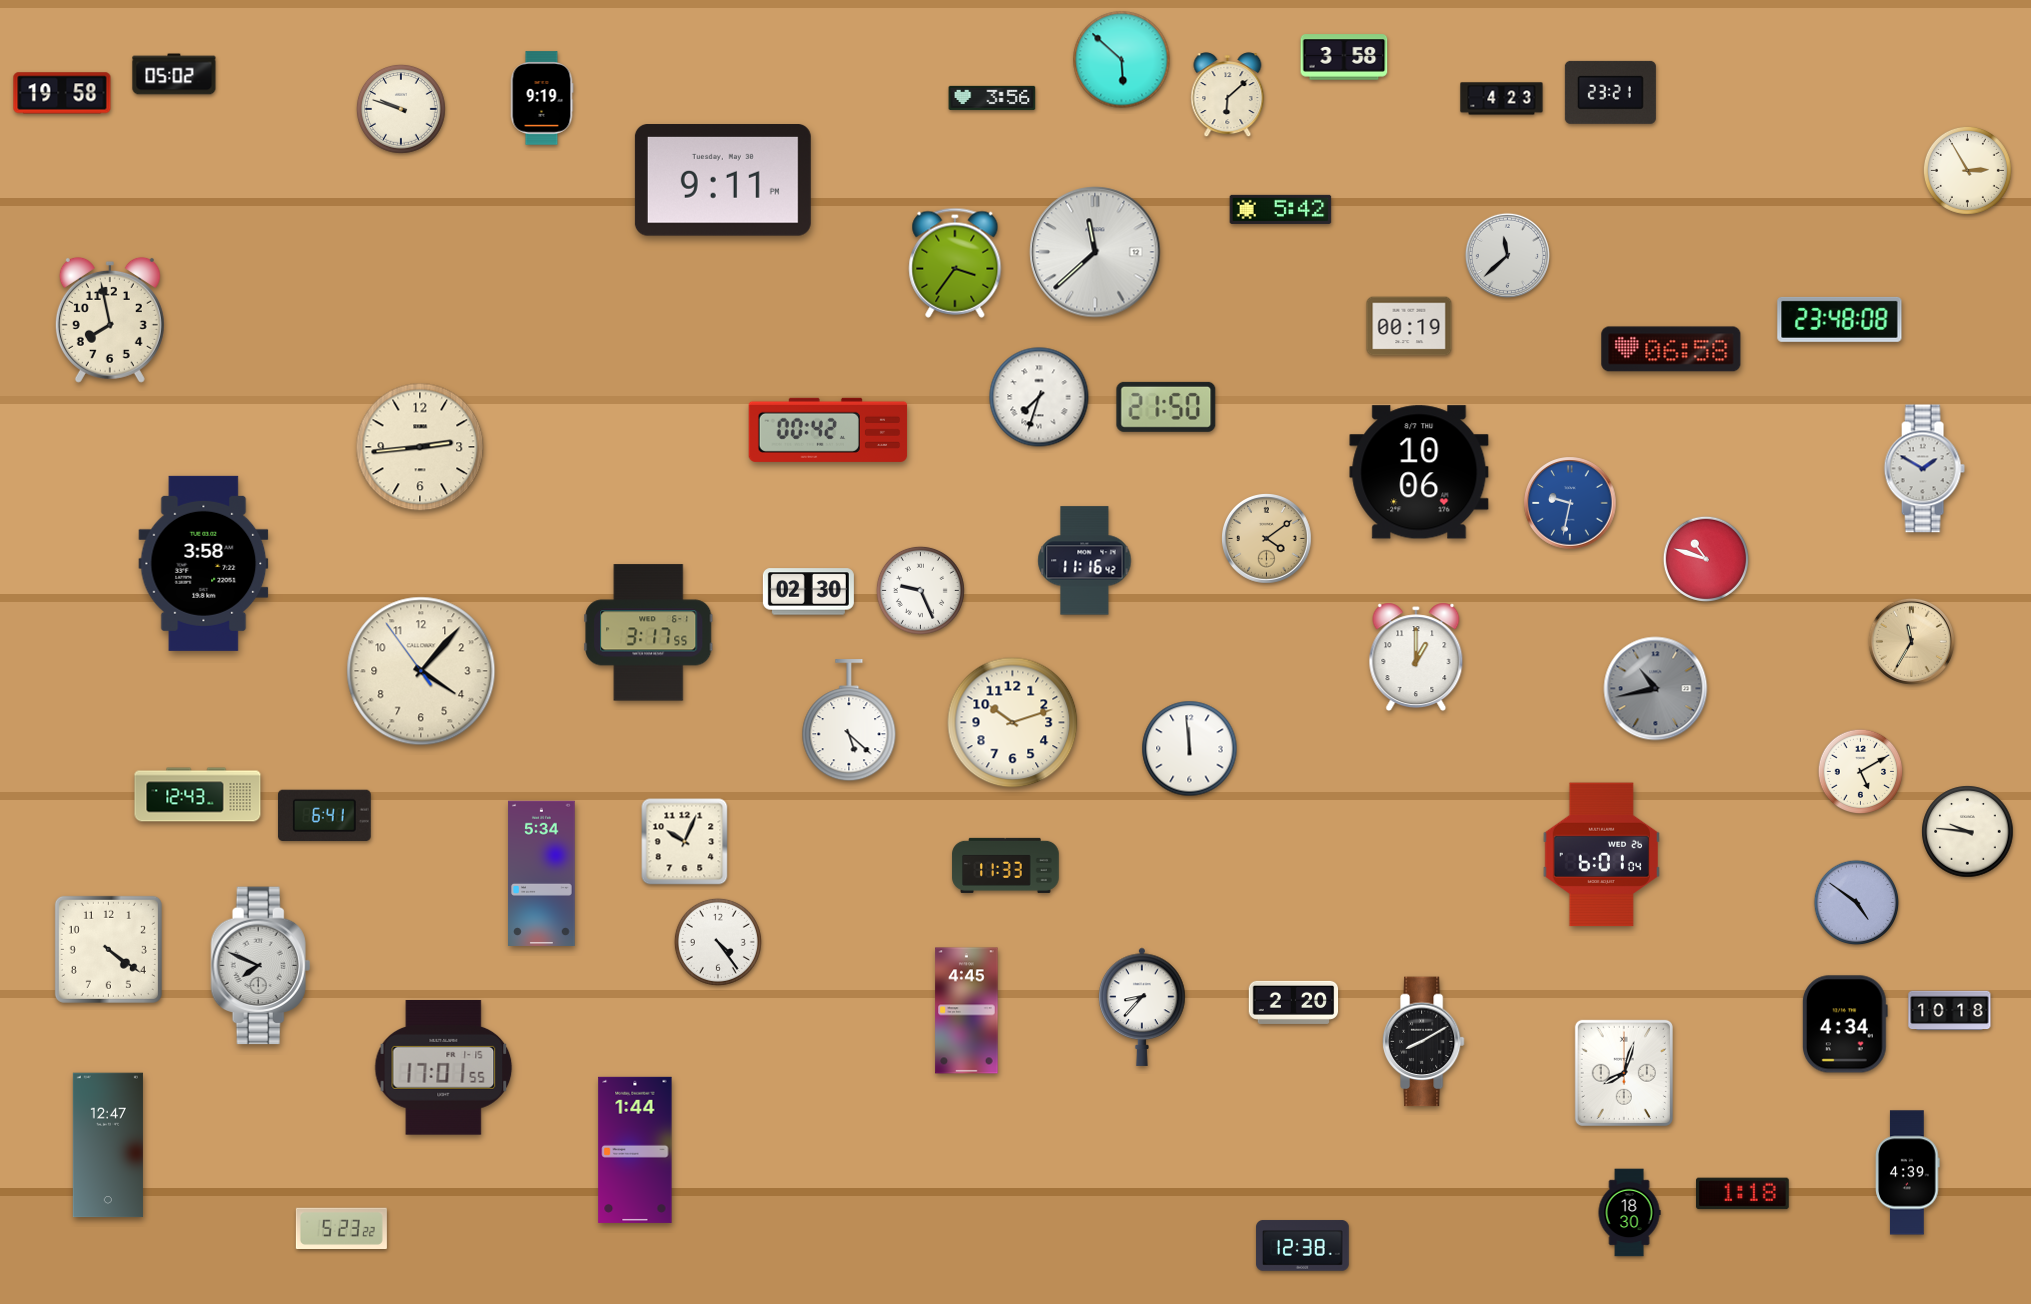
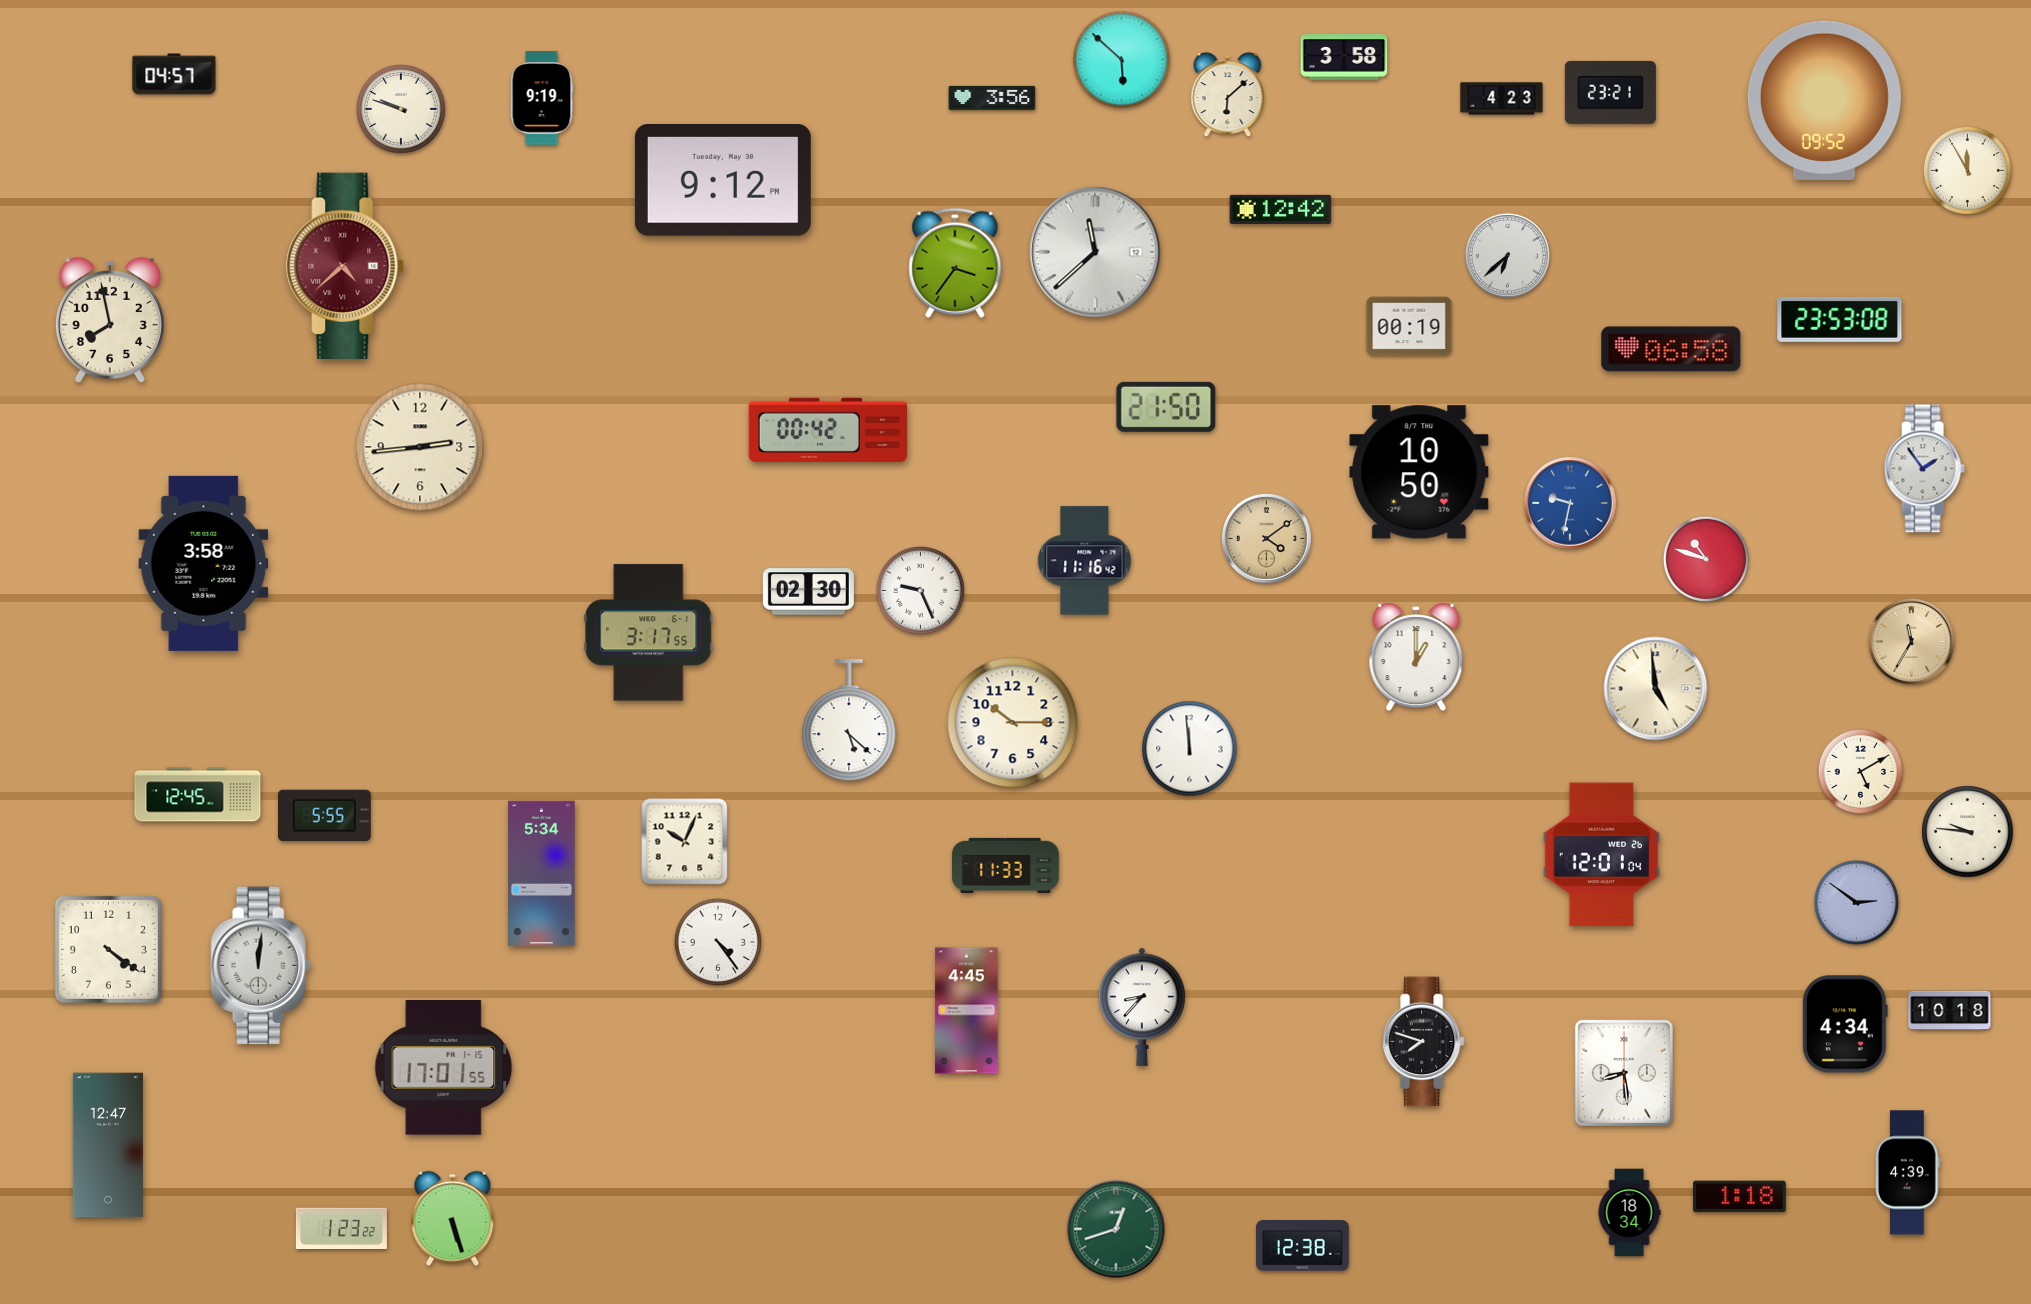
clock at (174, 74): 05:02 -> 04:57
clock at (62, 93): 19:58 -> none
clock at (1824, 100): none -> 09:52
clock at (1967, 170): 2:55 -> 11:55
clock at (723, 181): 9:11 -> 9:12
clock at (1281, 209): 5:42 -> 12:42
clock at (1507, 255): 11:38 -> 6:38
clock at (346, 265): none -> 4:38
clock at (1840, 319): 23:48 -> 23:53
clock at (1039, 397): 7:33 -> none
clock at (1924, 469): 1:50 -> 1:54
clock at (1419, 472): 10:06 -> 10:50
clock at (421, 671): 4:06 -> none
clock at (1656, 689): 10:43 -> 4:59
clock at (1656, 689) dial: grey -> cream
clock at (1013, 723): 10:12 -> 10:15
clock at (198, 795): 12:43 -> 12:45
clock at (325, 815): 6:41 -> 5:55
clock at (1601, 855): 6:01 -> 12:01
clock at (1857, 903): 4:51 -> 2:51
clock at (261, 966): 7:49 -> 12:01
clock at (1294, 1002): 2:20 -> none
clock at (1423, 1042): 8:10 -> 7:48
clock at (1624, 1073): 8:03 -> 8:29
clock at (635, 1150): 1:44 -> none
clock at (1743, 1194) position: (1743, 1194) -> (1740, 1197)
clock at (1629, 1213): 18:30 -> 18:34
clock at (453, 1219): none -> 5:27
clock at (341, 1228): 5:23 -> 1:23
clock at (1116, 1229): none -> 12:42
